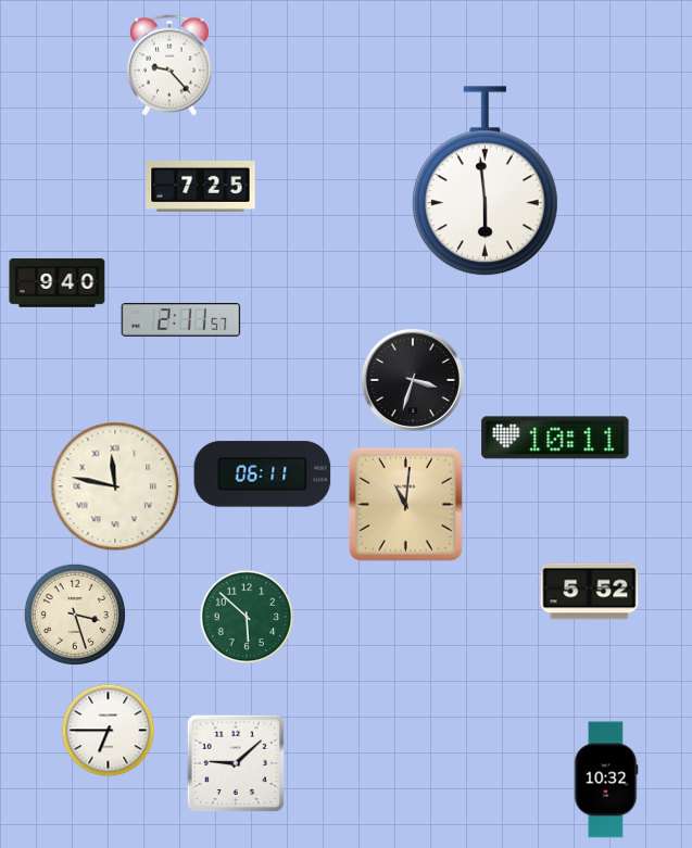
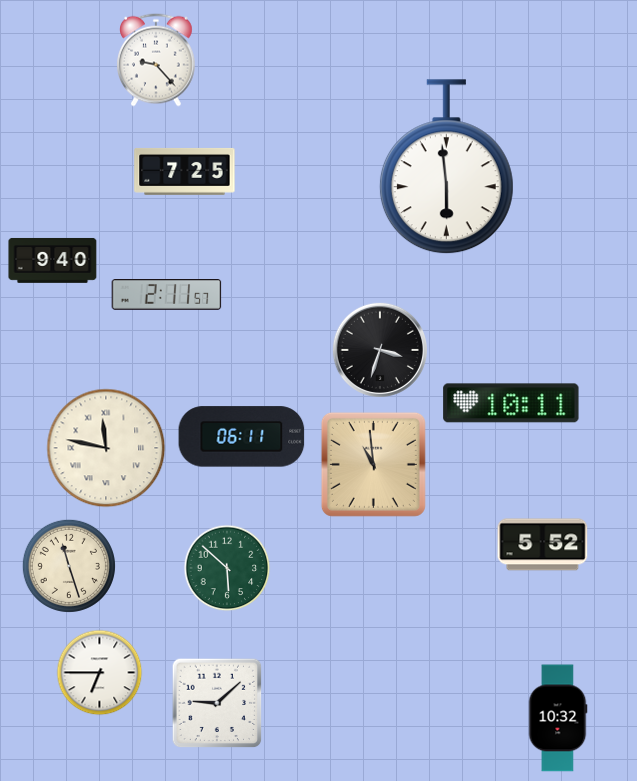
clock at (405, 504): 11:01 -> 10:59
clock at (75, 615): 3:27 -> 11:27
